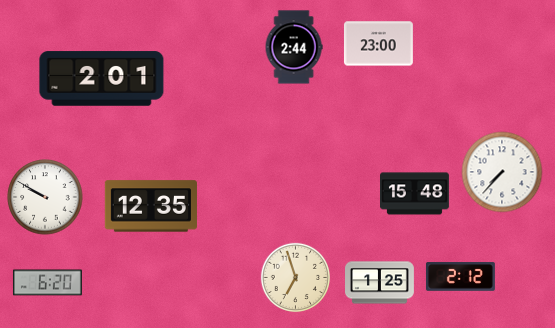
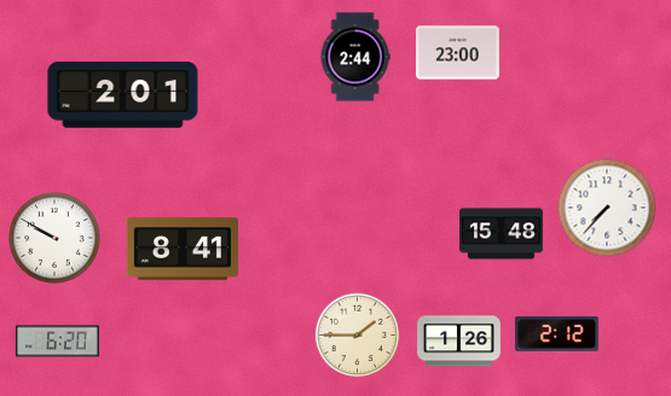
clock at (151, 206): 12:35 -> 8:41
clock at (296, 278): 6:57 -> 1:45
clock at (380, 283): 1:25 -> 1:26
